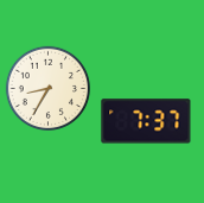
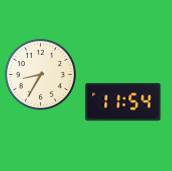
clock at (146, 121): 7:37 -> 11:54
